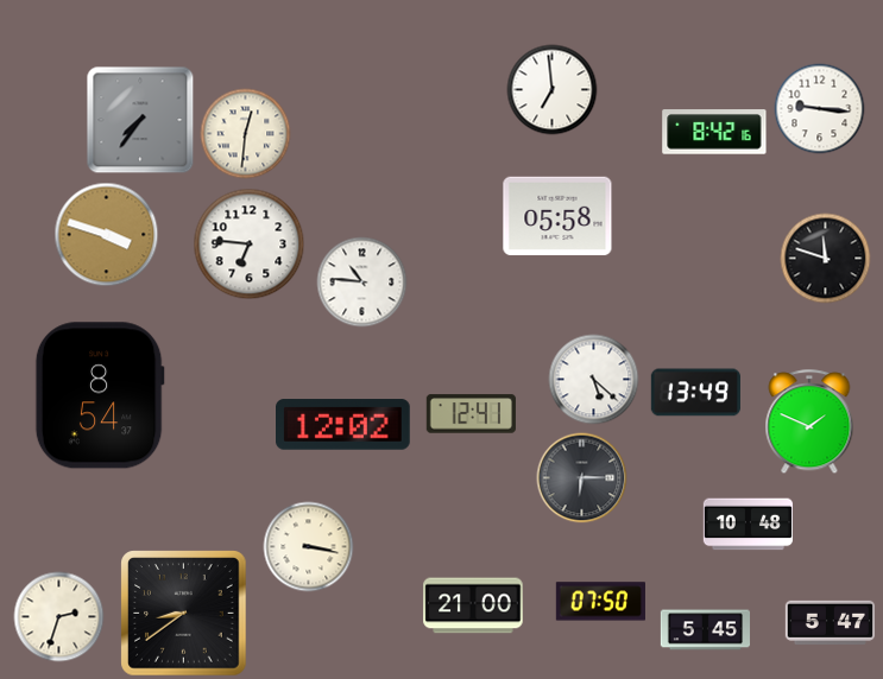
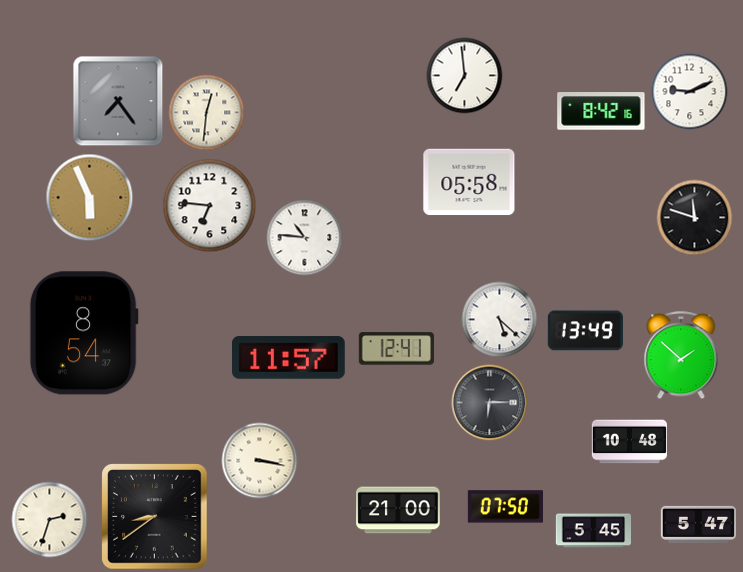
clock at (820, 109): 9:16 -> 9:11
clock at (140, 120): 7:36 -> 7:24
clock at (107, 235): 3:48 -> 5:56
clock at (809, 423): 1:49 -> 1:52
clock at (343, 425): 12:02 -> 11:57
